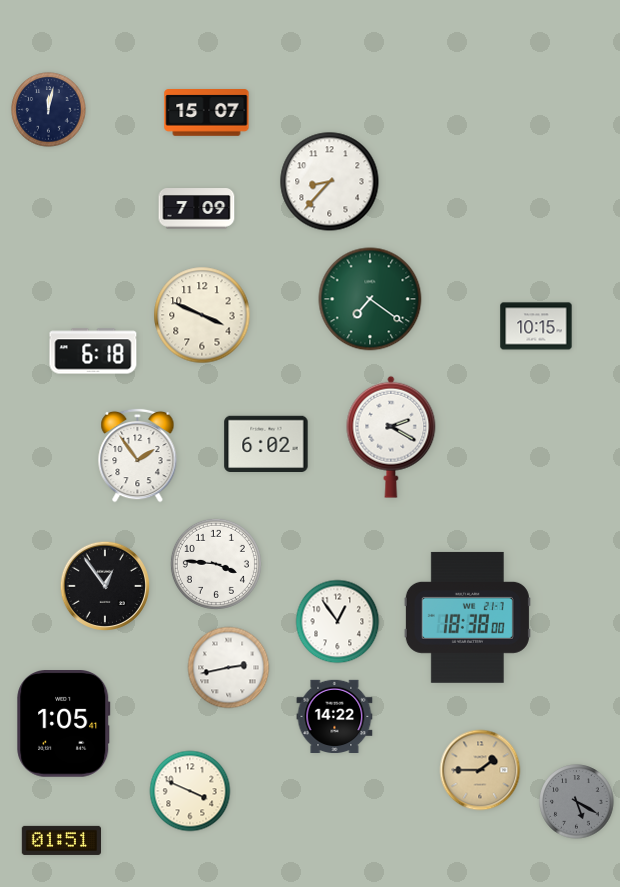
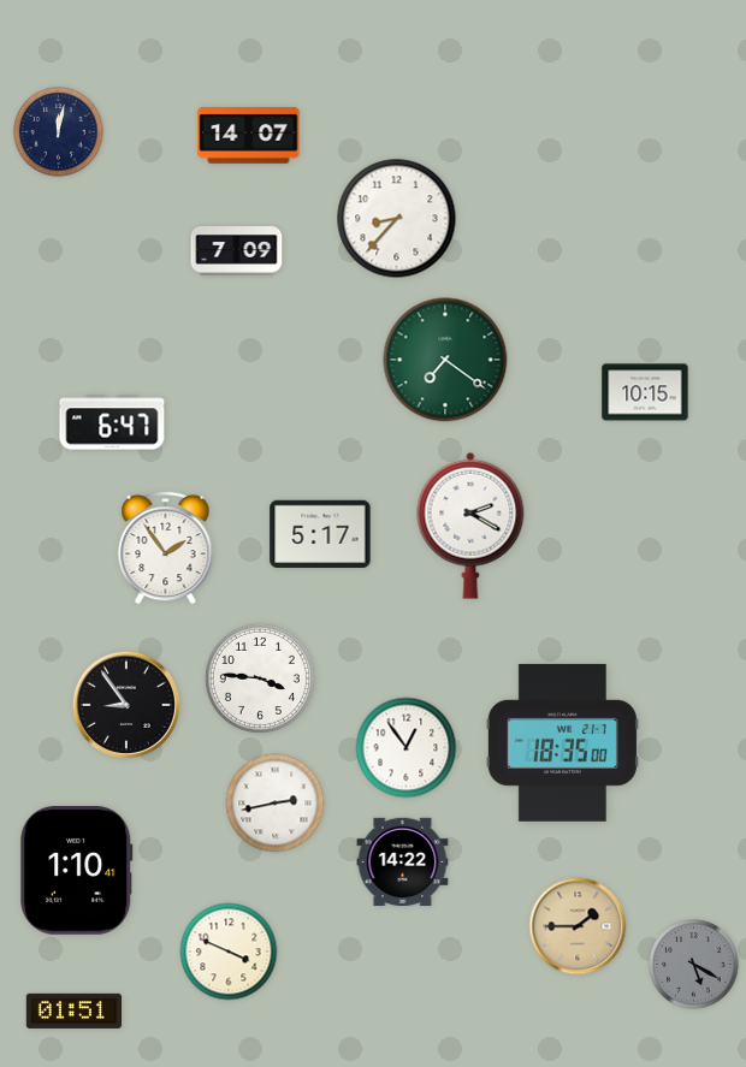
clock at (207, 113): 15:07 -> 14:07
clock at (202, 315): 3:49 -> none
clock at (93, 351): 6:18 -> 6:47
clock at (266, 443): 6:02 -> 5:17
clock at (104, 585): 12:54 -> 8:54
clock at (467, 617): 18:38 -> 18:35
clock at (64, 724): 1:05 -> 1:10
